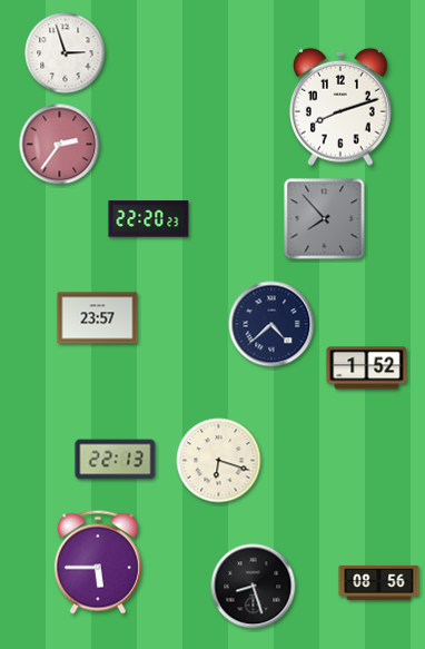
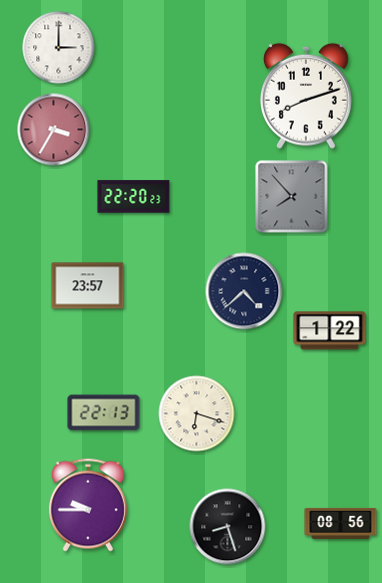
clock at (66, 53): 2:57 -> 3:00
clock at (60, 145): 2:36 -> 3:35
clock at (367, 368): 1:52 -> 1:22
clock at (98, 562): 5:45 -> 9:45
